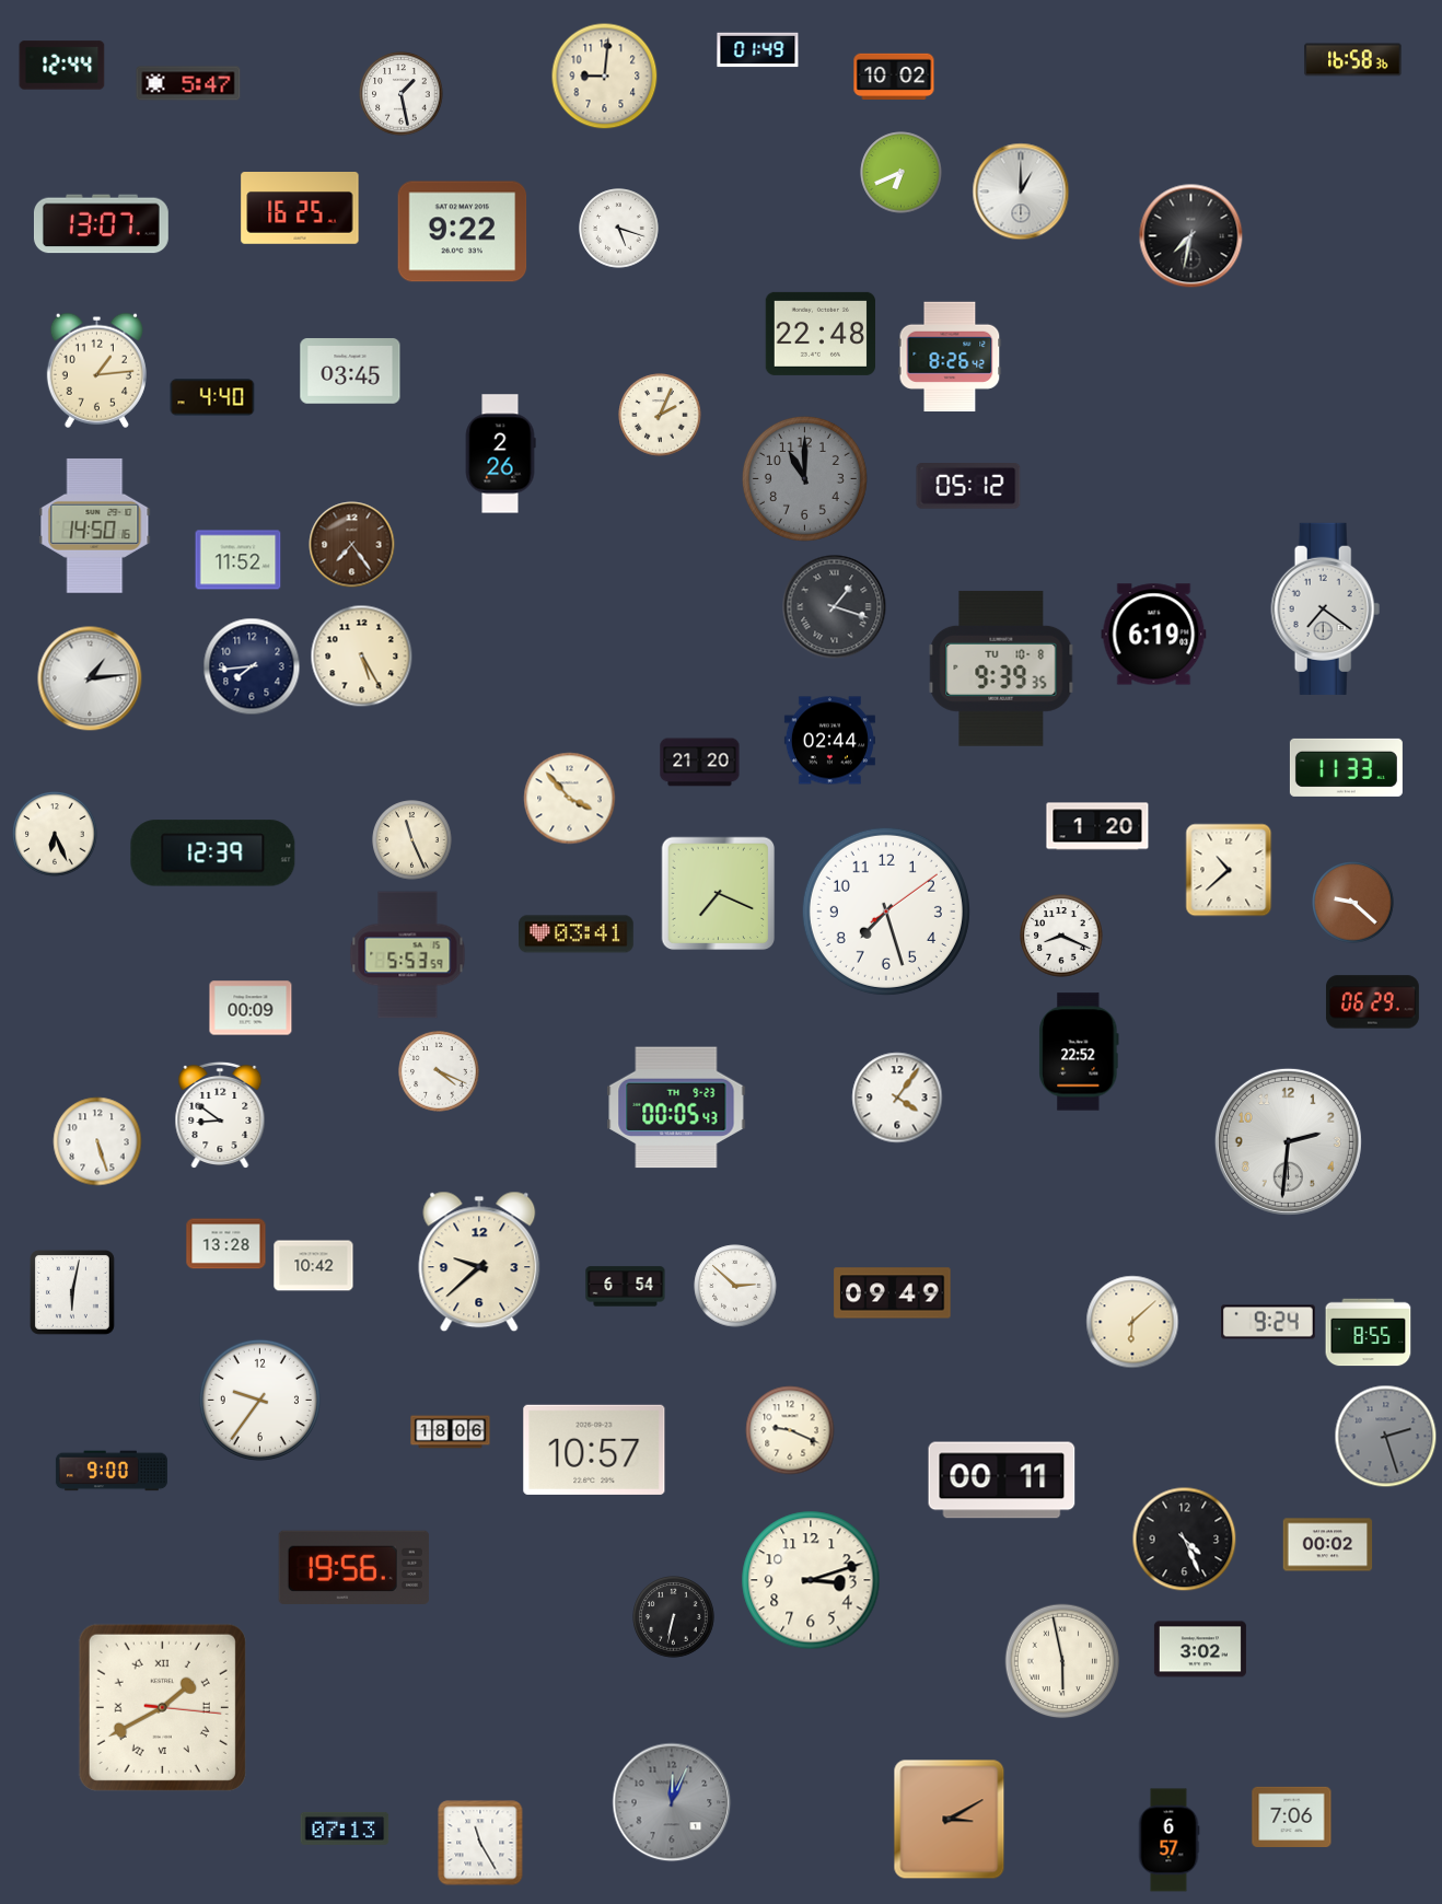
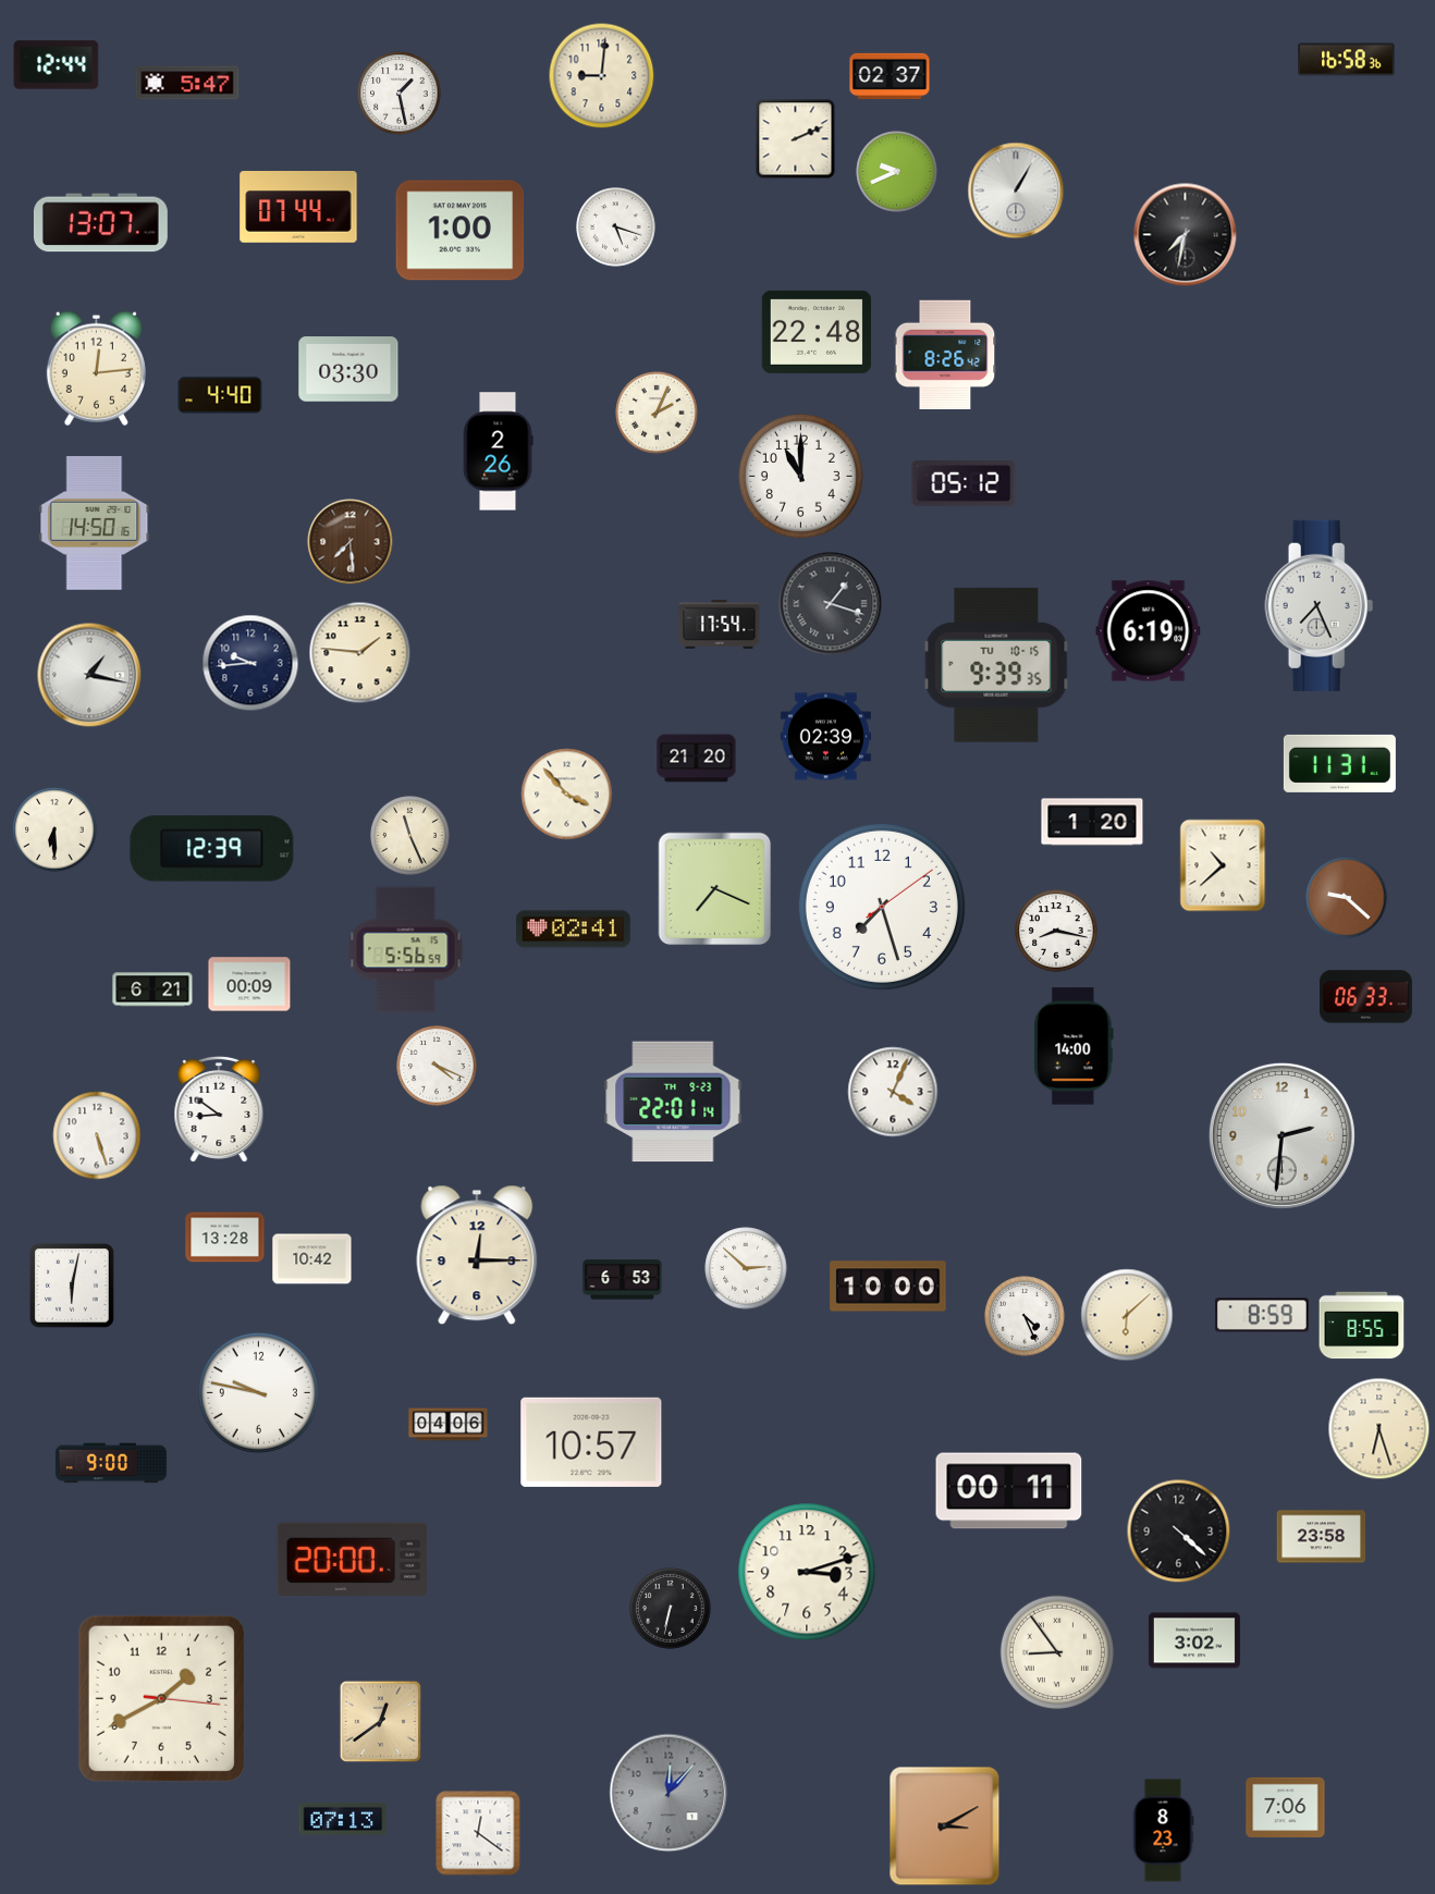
clock at (758, 50): 01:49 -> none
clock at (62, 66) position: (62, 66) -> (57, 65)
clock at (894, 76): 10:02 -> 02:37
clock at (796, 139): none -> 2:11
clock at (902, 173): 6:41 -> 9:41
clock at (1021, 191): 1:00 -> 1:05
clock at (300, 208): 16:25 -> 07:44
clock at (463, 232): 9:22 -> 1:00
clock at (96, 370): 1:14 -> 12:14
clock at (350, 371): 03:45 -> 03:30
clock at (212, 397) position: (212, 397) -> (220, 395)
clock at (804, 478) dial: grey -> white
clock at (352, 545): 7:24 -> 7:29
clock at (239, 560): 11:52 -> none
clock at (1326, 608): 7:21 -> 7:26
clock at (720, 625): none -> 17:54
clock at (362, 657): 5:25 -> 1:46
clock at (252, 666): 7:44 -> 9:44
clock at (1001, 669) date: TU 10-8 -> TU 10-15
clock at (90, 678): 1:14 -> 1:17
clock at (829, 741): 02:44 -> 02:39
clock at (1346, 767): 11:33 -> 11:31
clock at (55, 834): 6:26 -> 6:30
clock at (577, 934): 03:41 -> 02:41
clock at (1061, 936): 8:19 -> 8:17
clock at (408, 955): 5:53 -> 5:56
clock at (152, 989): none -> 6:21
clock at (1372, 1002): 06:29 -> 06:33
clock at (251, 1008) position: (251, 1008) -> (249, 984)
clock at (1079, 1052): 22:52 -> 14:00
clock at (897, 1098): 4:06 -> 4:04
clock at (676, 1107): 00:05 -> 22:01
clock at (479, 1262): 9:38 -> 12:15
clock at (735, 1286) position: (735, 1286) -> (746, 1268)
clock at (626, 1287): 6:54 -> 6:53
clock at (893, 1293): 09:49 -> 10:00
clock at (1269, 1322): 9:24 -> 8:59
clock at (1025, 1316): none -> 4:26
clock at (259, 1400): 9:36 -> 9:47
clock at (790, 1430): 9:19 -> none
clock at (451, 1432): 18:06 -> 04:06
clock at (1386, 1437): 2:27 -> 6:27
clock at (1386, 1437) dial: grey -> cream
clock at (1002, 1481) position: (1002, 1481) -> (1009, 1491)
clock at (1185, 1540): 4:26 -> 4:22
clock at (1328, 1545): 00:02 -> 23:58
clock at (353, 1567): 19:56 -> 20:00
clock at (1062, 1661): 5:58 -> 8:54
clock at (162, 1707) numerals: Roman -> Arabic
clock at (381, 1722): none -> 12:39
clock at (672, 1802): 12:04 -> 12:07
clock at (950, 1820) position: (950, 1820) -> (945, 1827)
clock at (1168, 1841): 6:57 -> 8:23
clock at (480, 1843): 11:25 -> 12:21
